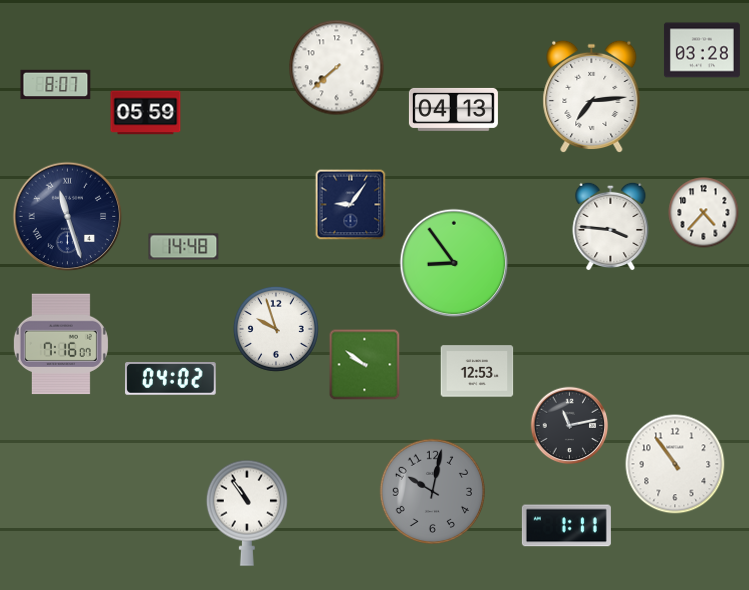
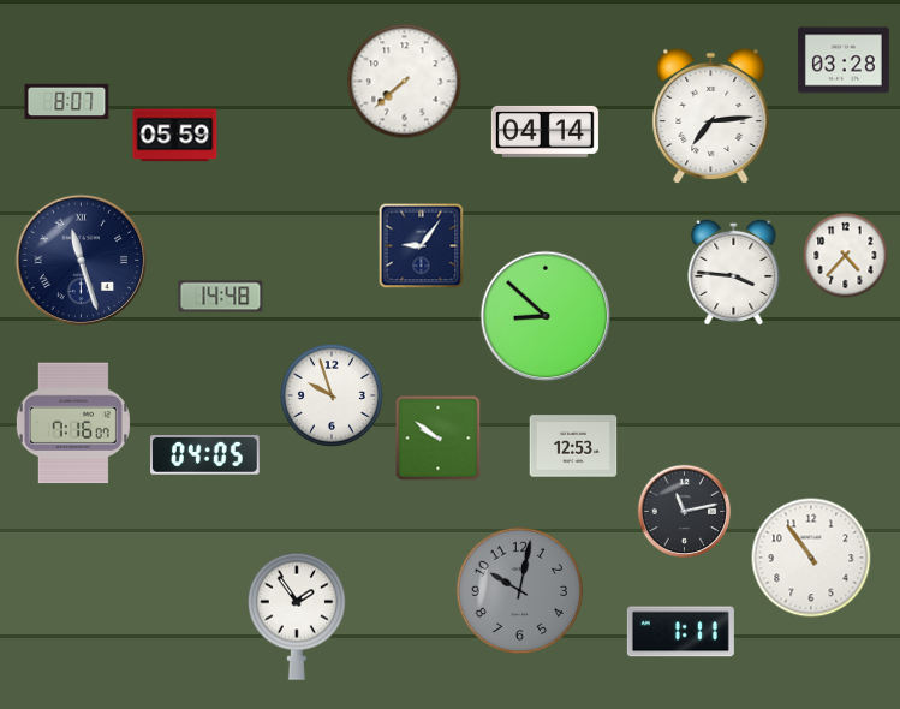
clock at (453, 109): 04:13 -> 04:14
clock at (454, 263): 8:54 -> 8:52
clock at (61, 344) position: (61, 344) -> (73, 423)
clock at (171, 379): 04:02 -> 04:05
clock at (247, 513): 10:54 -> 1:54
